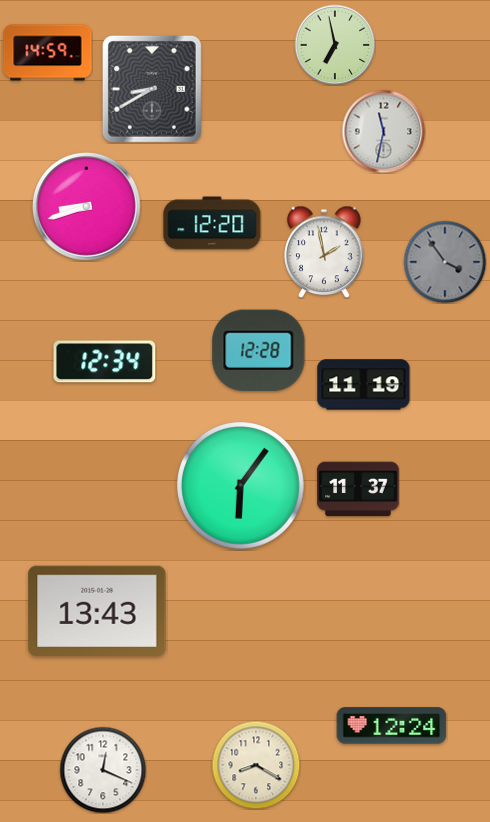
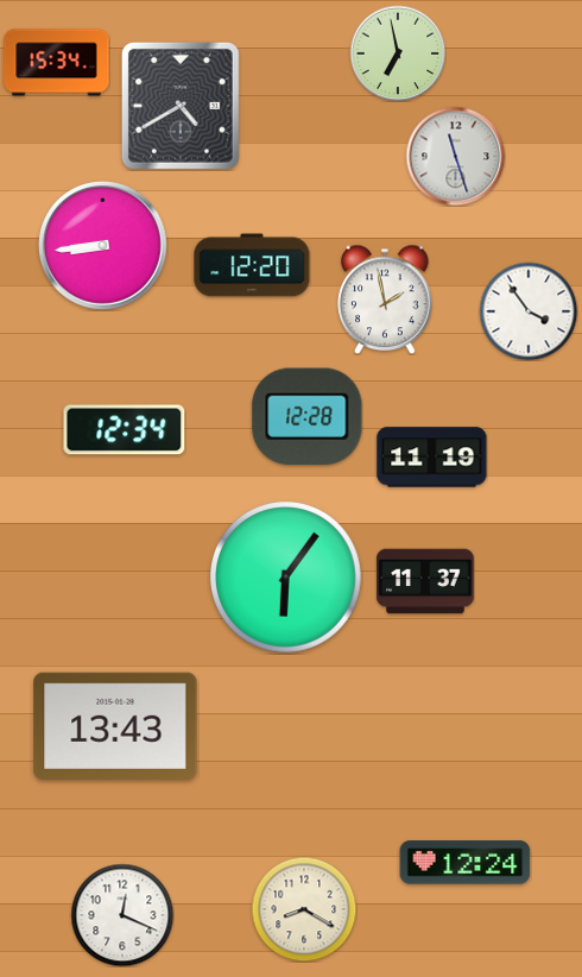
clock at (48, 53): 14:59 -> 15:34
clock at (152, 89): 8:40 -> 4:40
clock at (383, 131): 11:32 -> 11:27
clock at (87, 207): 8:42 -> 8:44
clock at (445, 262) dial: grey -> white
